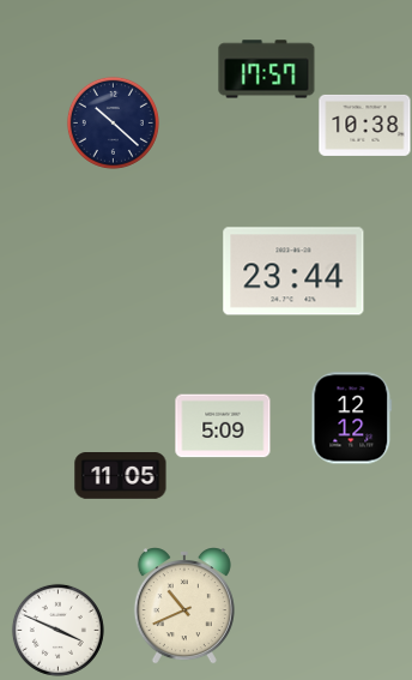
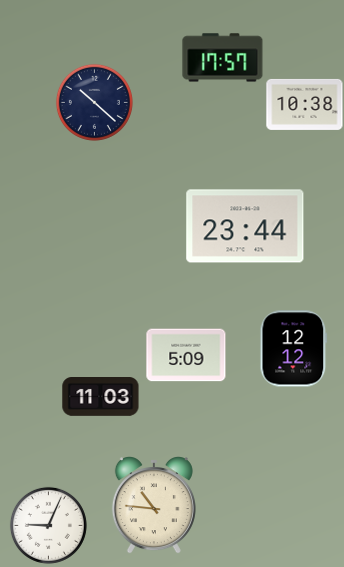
clock at (121, 476): 11:05 -> 11:03
clock at (184, 606): 10:41 -> 10:46
clock at (57, 630): 3:49 -> 9:04
